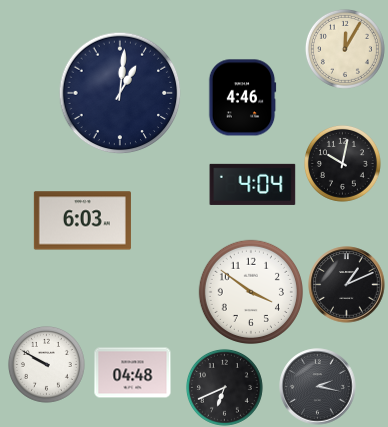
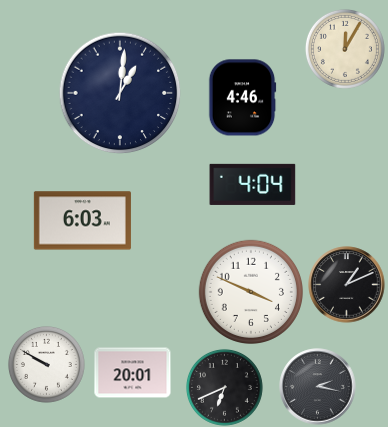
clock at (342, 163): 10:02 -> none
clock at (250, 291): 3:51 -> 3:49
clock at (133, 373): 04:48 -> 20:01
